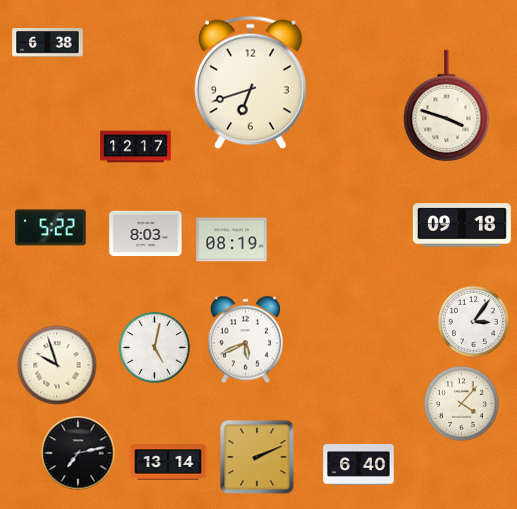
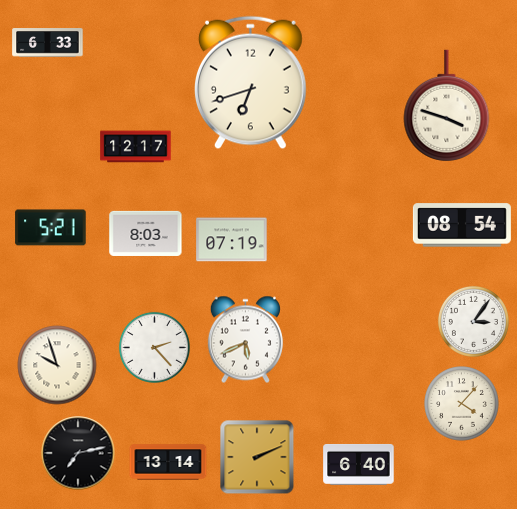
clock at (48, 43): 6:38 -> 6:33
clock at (462, 225): 09:18 -> 08:54
clock at (51, 228): 5:22 -> 5:21
clock at (232, 240): 08:19 -> 07:19
clock at (154, 347): 5:02 -> 2:23
